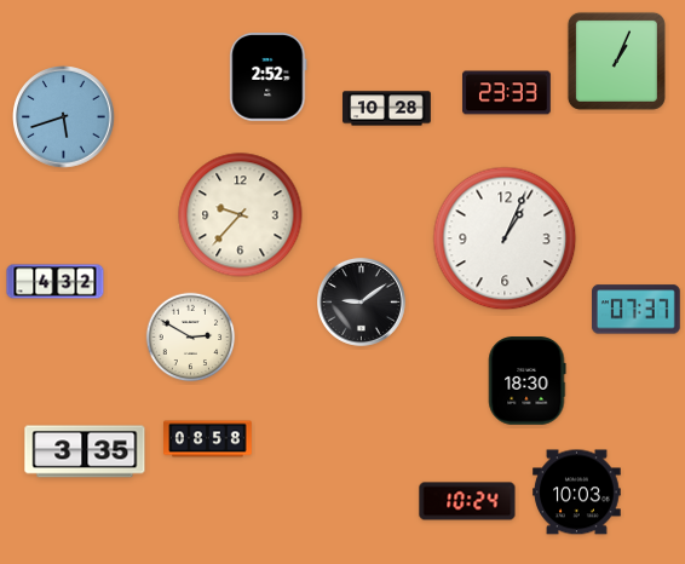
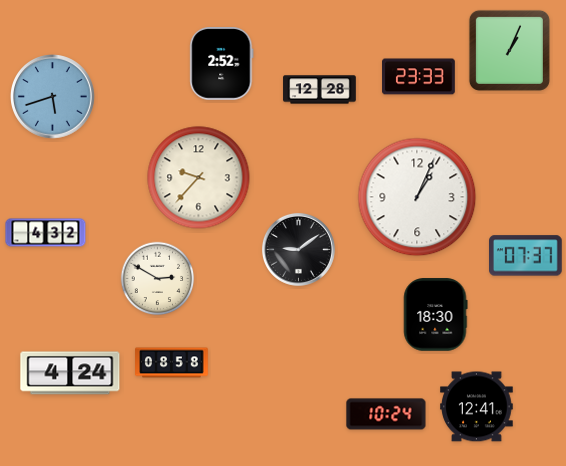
clock at (387, 109): 10:28 -> 12:28
clock at (85, 451): 3:35 -> 4:24
clock at (577, 493): 10:03 -> 12:41
